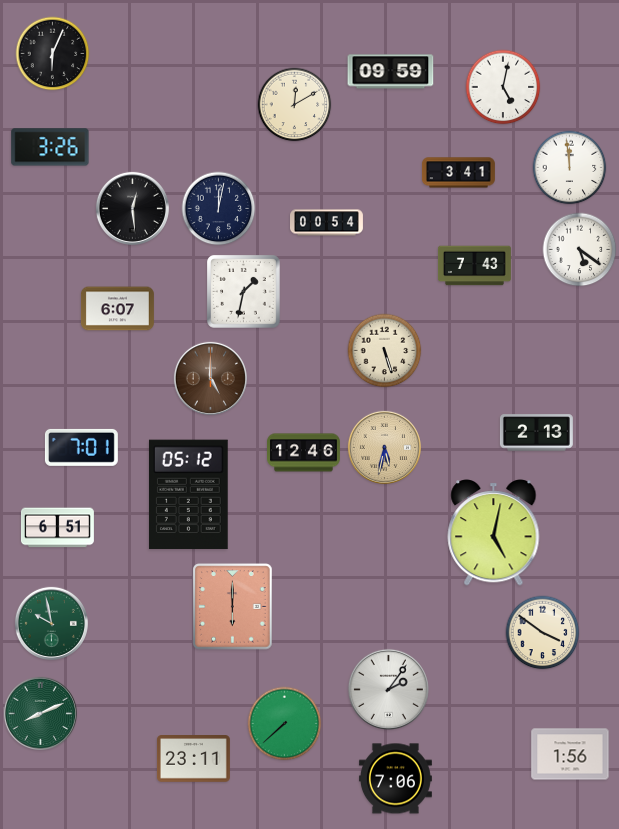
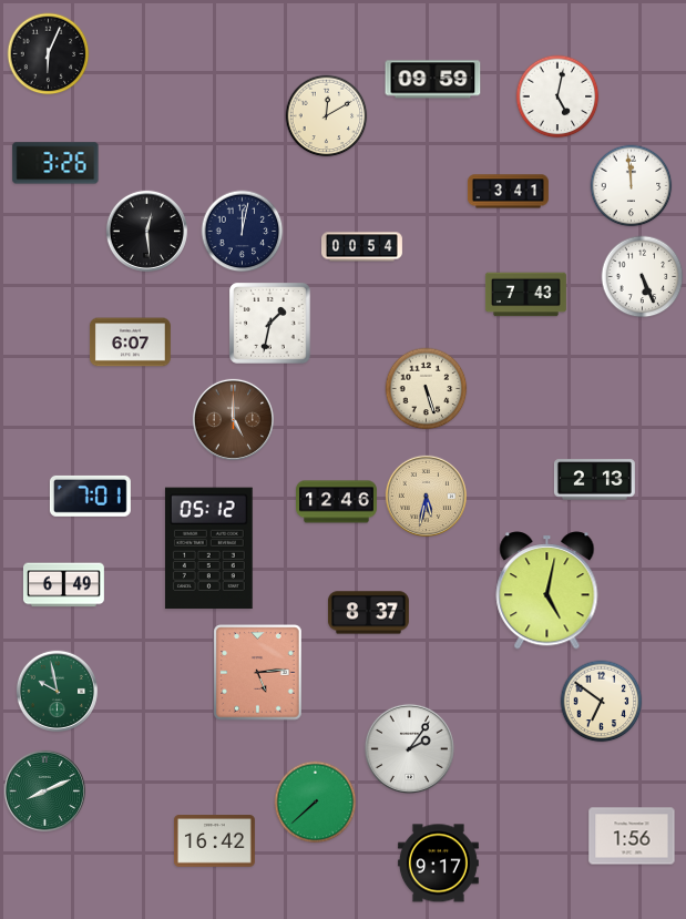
clock at (53, 54) position: (53, 54) -> (49, 54)
clock at (580, 250): 5:21 -> 5:26
clock at (57, 528): 6:51 -> 6:49
clock at (368, 613): none -> 8:37
clock at (233, 607): 6:00 -> 5:14
clock at (543, 633): 3:51 -> 6:51
clock at (388, 689) position: (388, 689) -> (409, 748)
clock at (193, 759): 23:11 -> 16:42
clock at (395, 779): 7:06 -> 9:17
